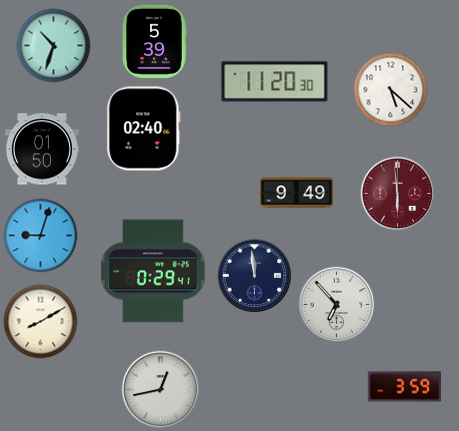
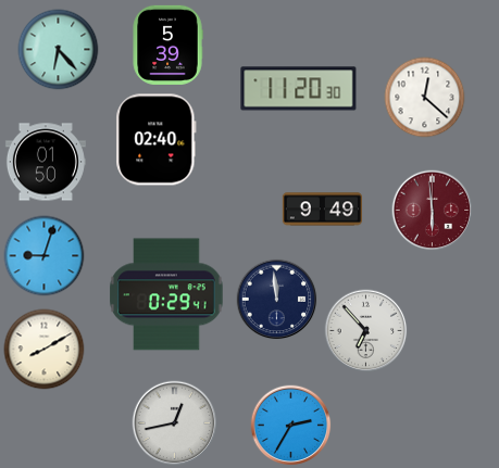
clock at (54, 46): 10:33 -> 6:23
clock at (391, 90): 5:22 -> 12:22
clock at (404, 387): 3:59 -> none
clock at (291, 426): none -> 2:35
